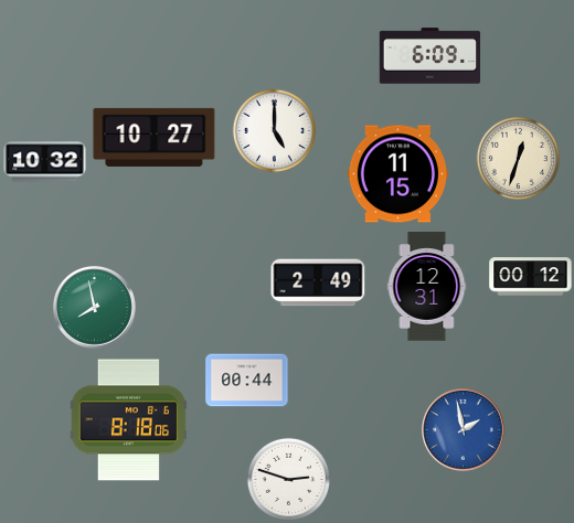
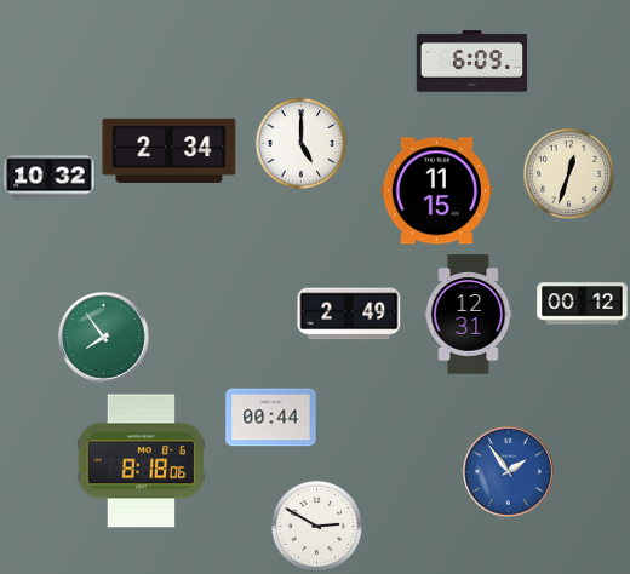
clock at (155, 137): 10:27 -> 2:34
clock at (318, 282) position: (318, 282) -> (349, 314)
clock at (95, 308): 7:58 -> 7:54
clock at (464, 430): 1:58 -> 1:54
clock at (288, 479): 2:48 -> 2:50
